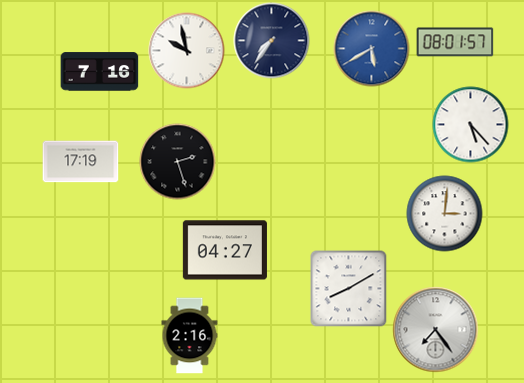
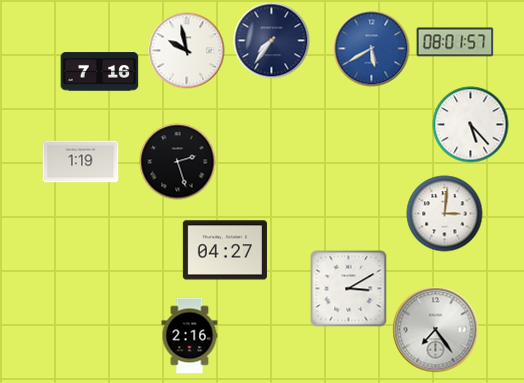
clock at (81, 162): 17:19 -> 1:19
clock at (349, 289): 8:10 -> 3:10
